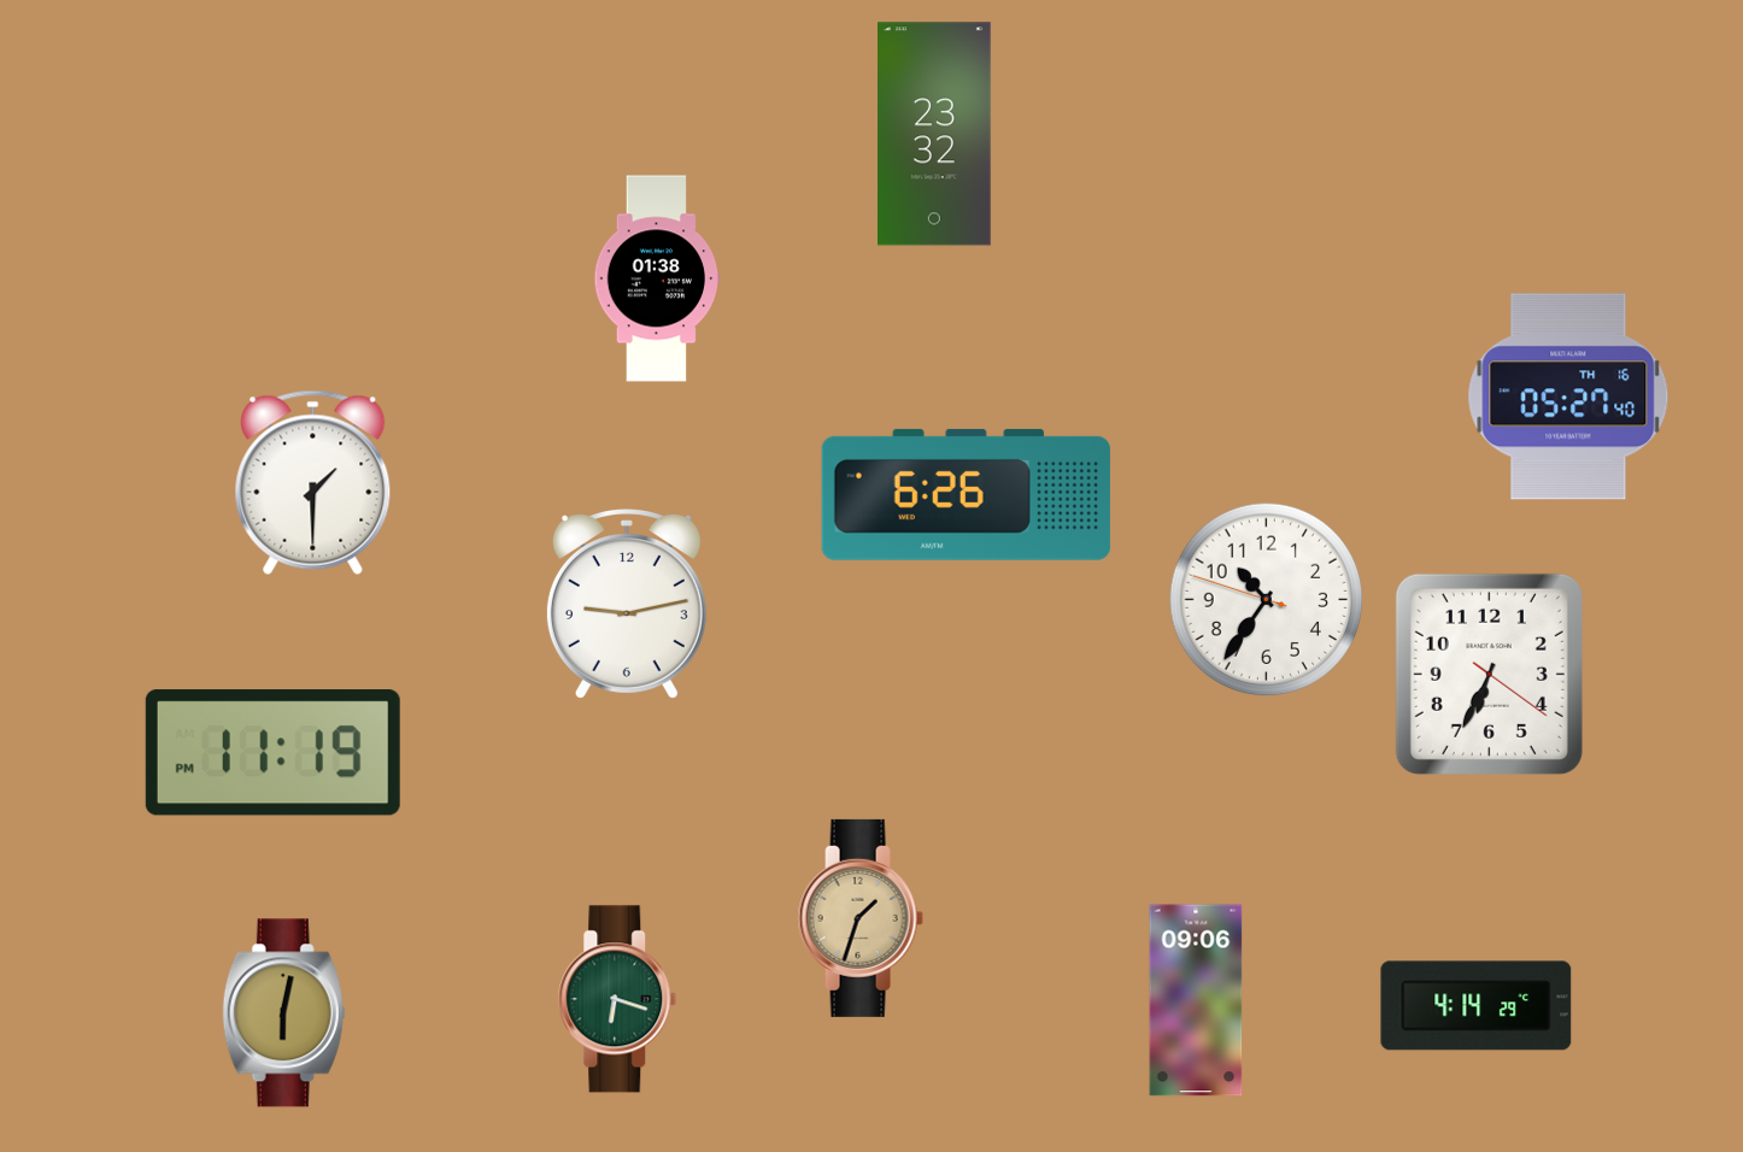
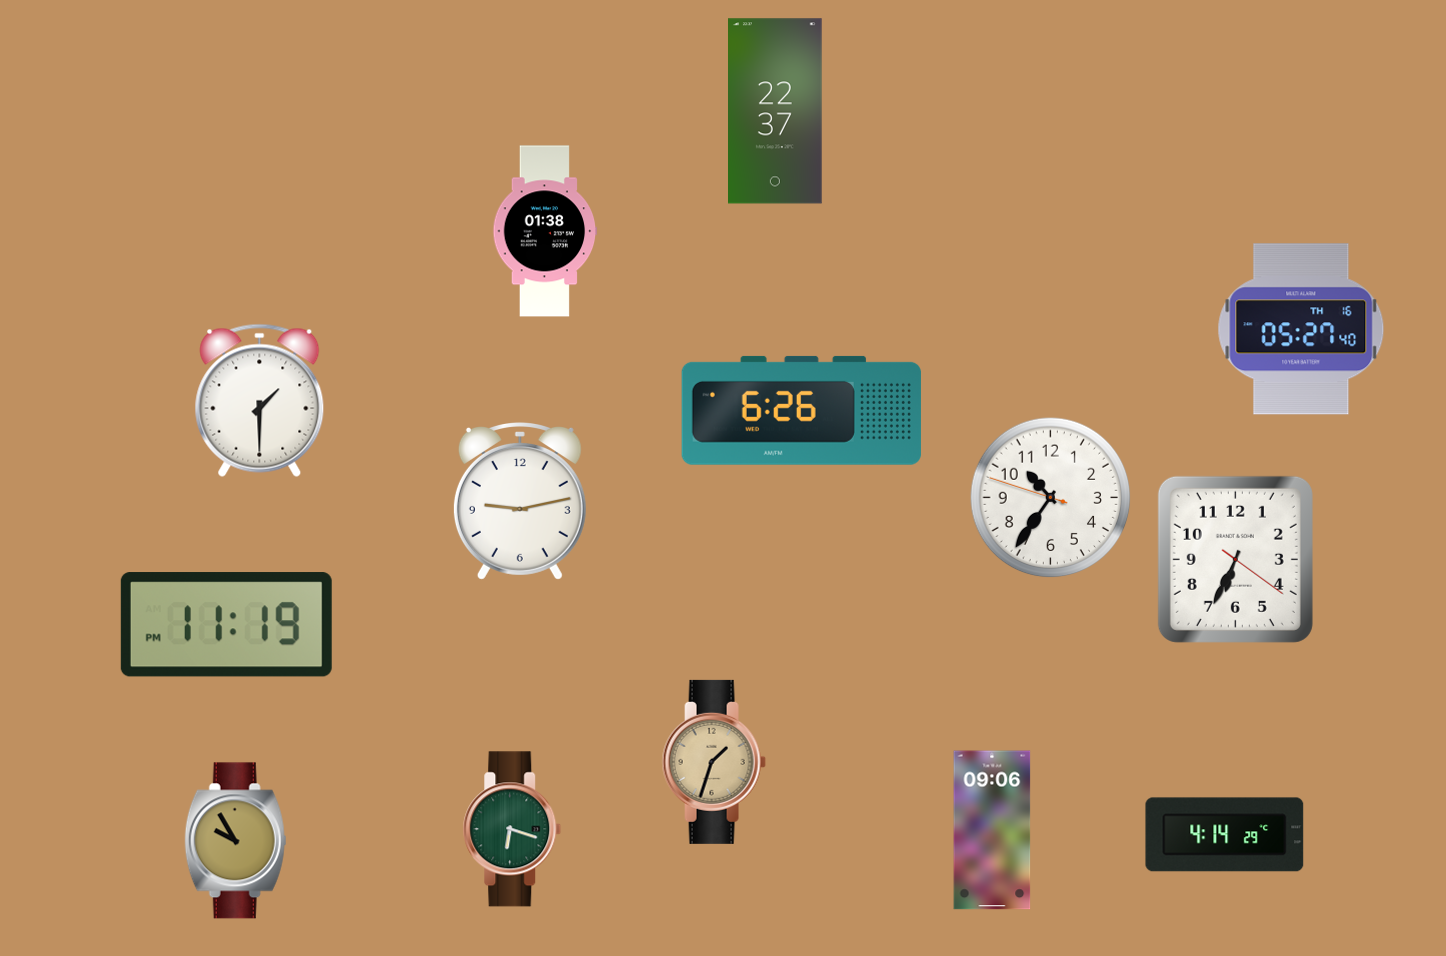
clock at (935, 134): 23:32 -> 22:37
clock at (284, 1013): 6:02 -> 9:55
